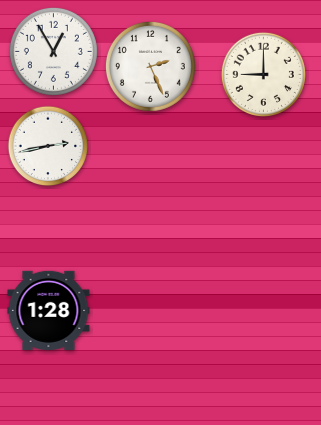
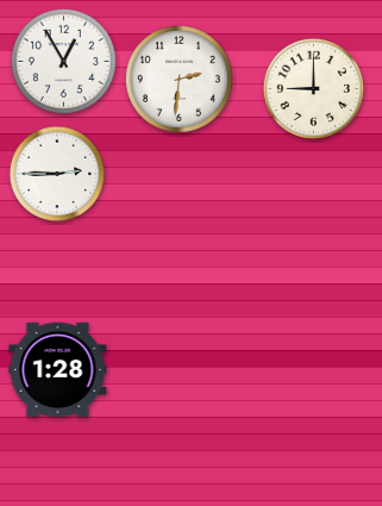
clock at (150, 66): 2:26 -> 2:31
clock at (48, 146): 2:43 -> 2:45
